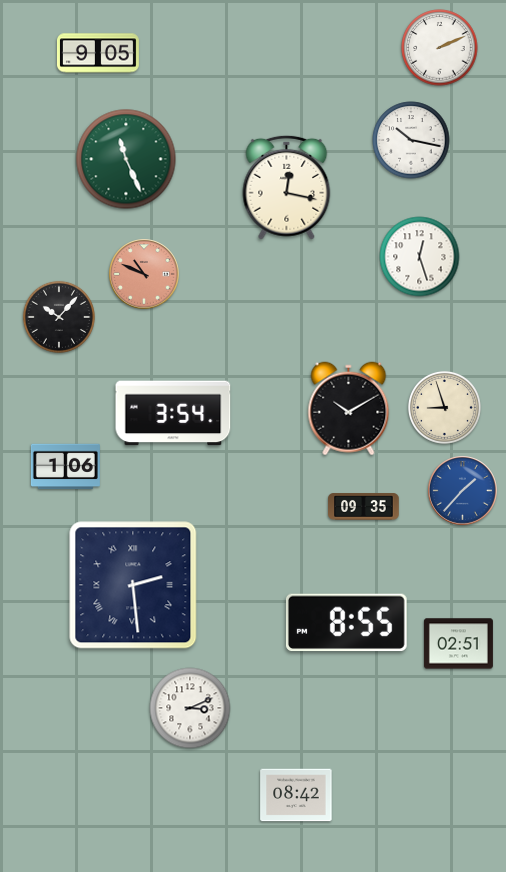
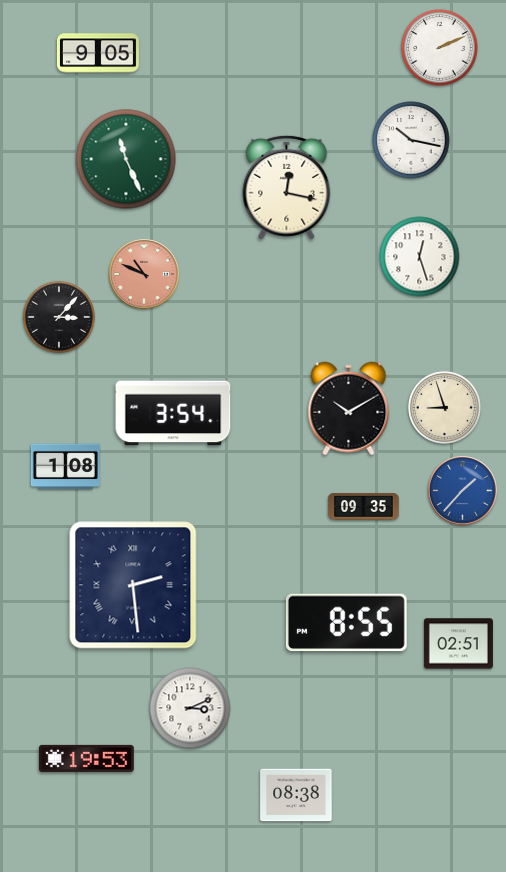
clock at (59, 317): 10:07 -> 3:07
clock at (65, 467): 1:06 -> 1:08
clock at (86, 758): none -> 19:53
clock at (296, 795): 08:42 -> 08:38
